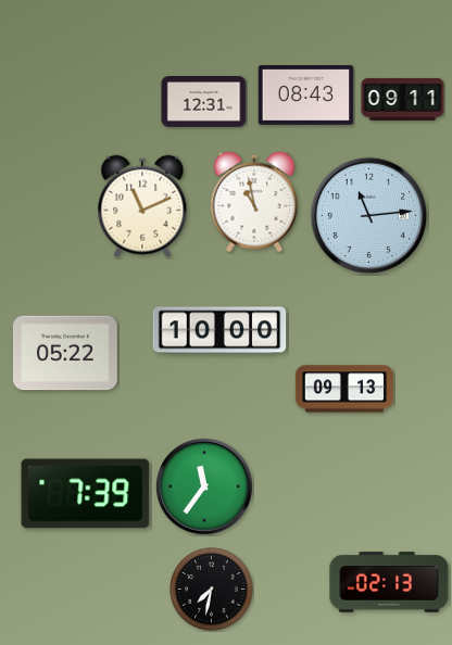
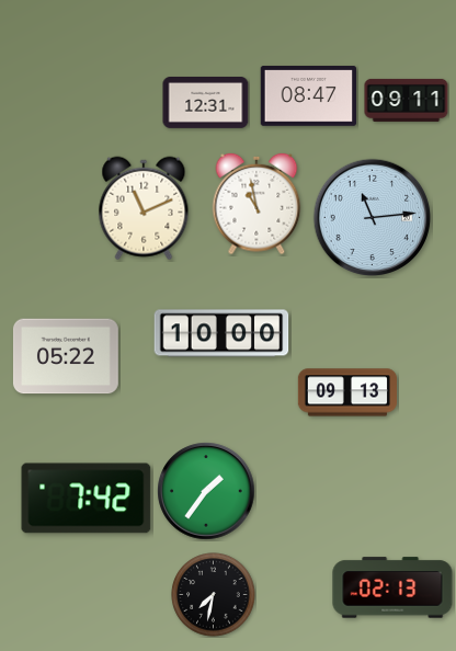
clock at (306, 96): 08:43 -> 08:47
clock at (204, 486): 11:36 -> 1:36
clock at (86, 494): 7:39 -> 7:42
